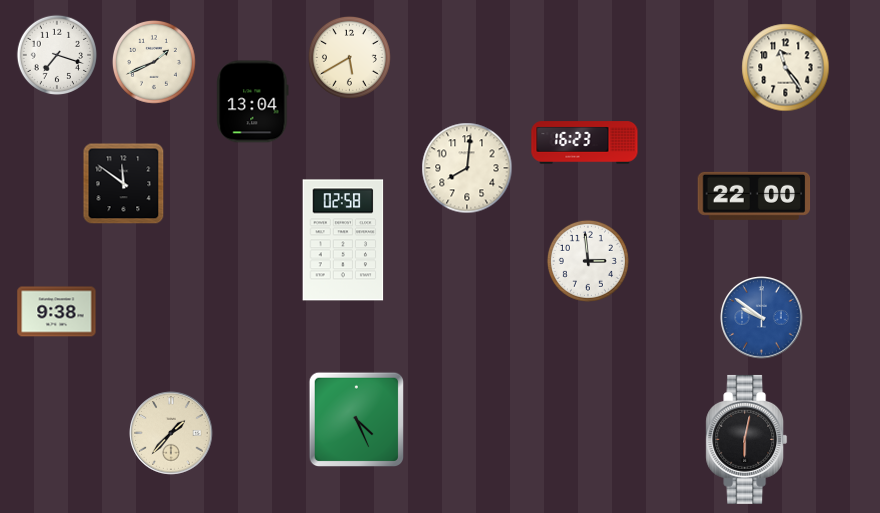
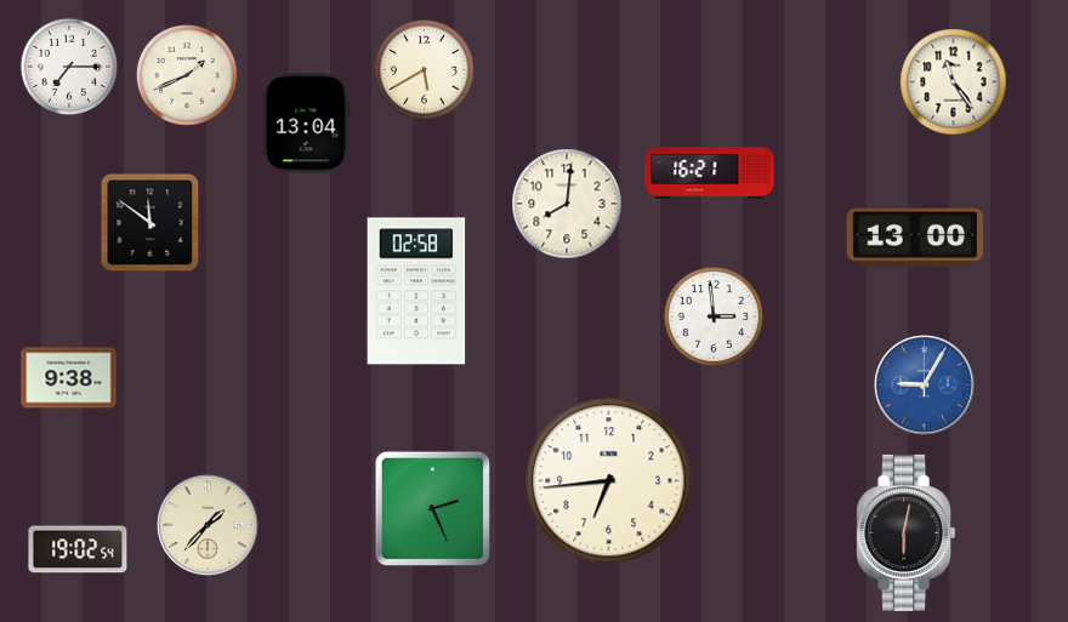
clock at (56, 54): 7:18 -> 7:15
clock at (585, 143): 16:23 -> 16:21
clock at (754, 196): 22:00 -> 13:00
clock at (762, 318): 9:51 -> 9:05
clock at (609, 481): none -> 6:44
clock at (356, 419): 4:26 -> 2:26
clock at (78, 549): none -> 19:02
